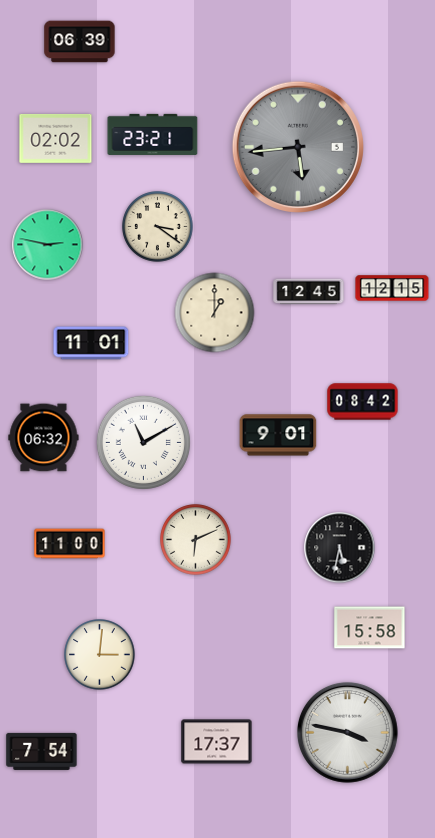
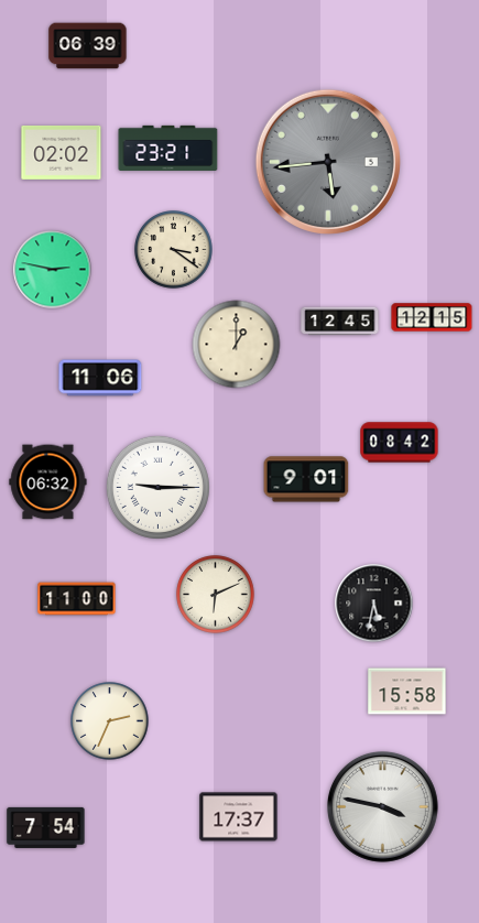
clock at (91, 343): 11:01 -> 11:06
clock at (143, 442): 11:10 -> 9:15
clock at (100, 655): 3:01 -> 2:34
